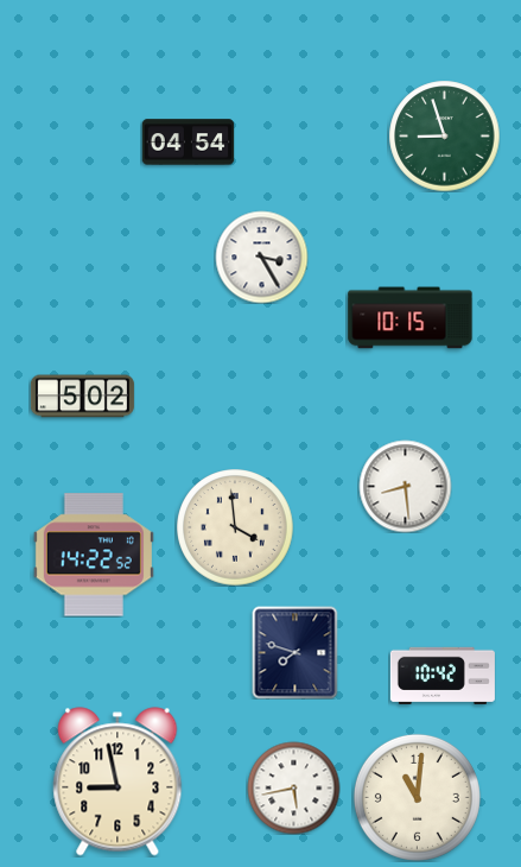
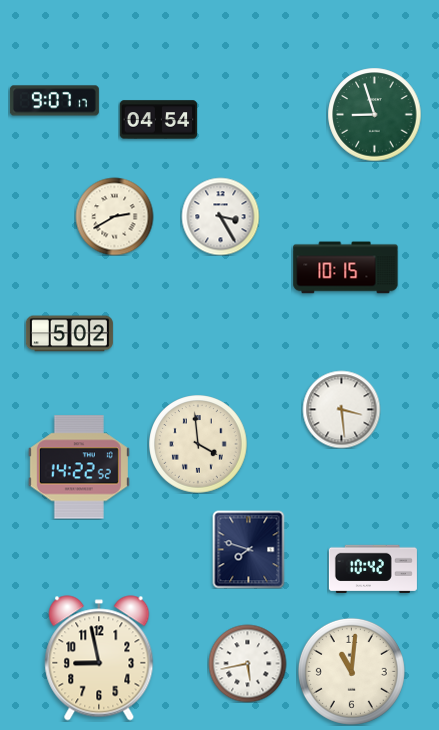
clock at (54, 101): none -> 9:07
clock at (114, 216): none -> 2:40
clock at (405, 486): 8:29 -> 3:29
